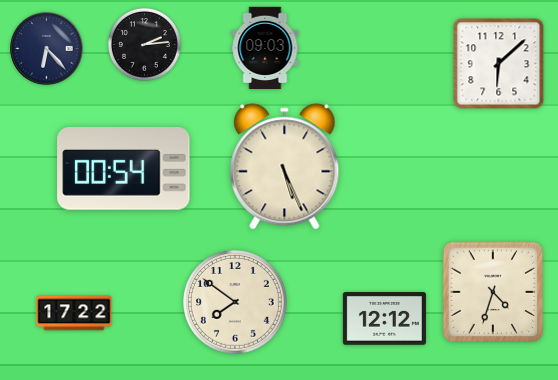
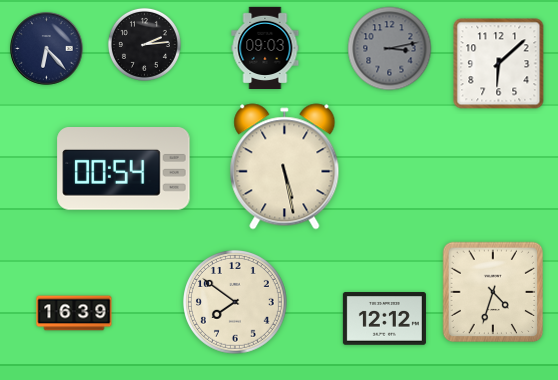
clock at (390, 49): none -> 3:13
clock at (285, 167): 5:26 -> 5:28
clock at (74, 313): 17:22 -> 16:39
